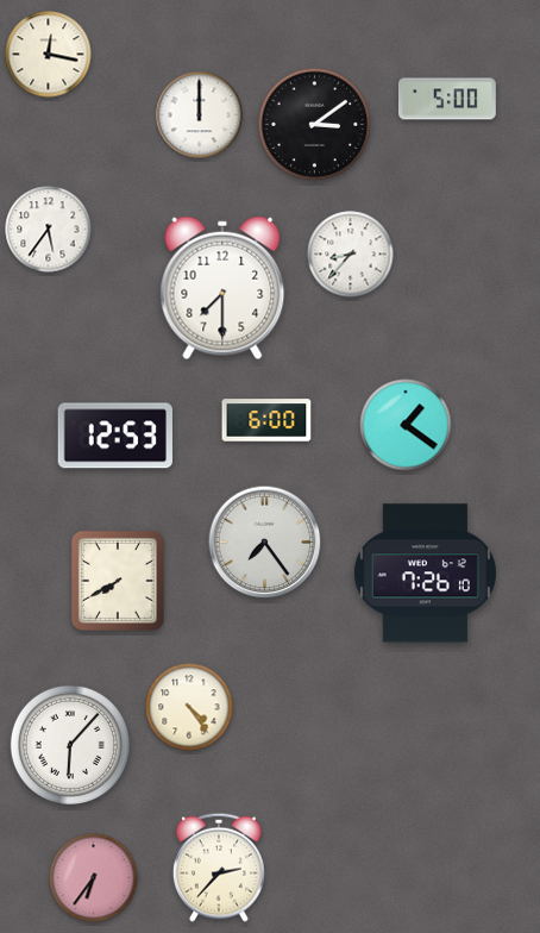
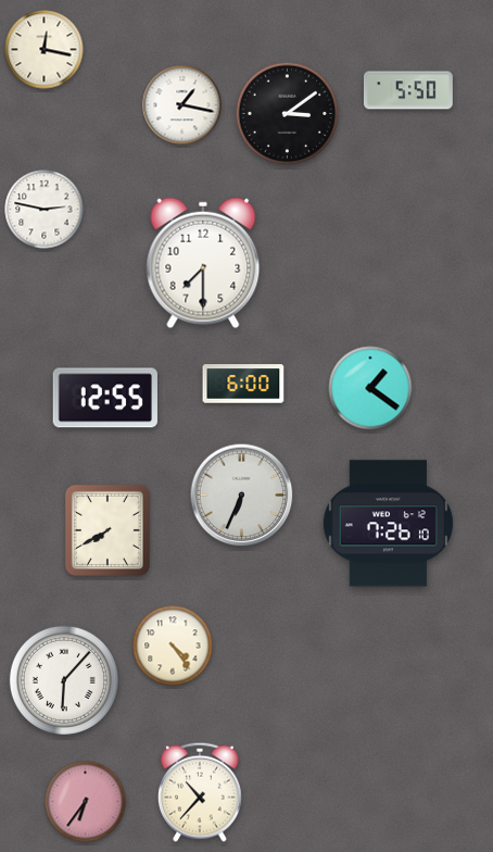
clock at (447, 99): 5:00 -> 5:50
clock at (200, 115): 12:00 -> 1:17
clock at (49, 230): 5:36 -> 2:47
clock at (351, 255): 8:37 -> none
clock at (115, 436): 12:53 -> 12:55
clock at (265, 543): 7:24 -> 6:34
clock at (219, 868): 2:37 -> 10:37
